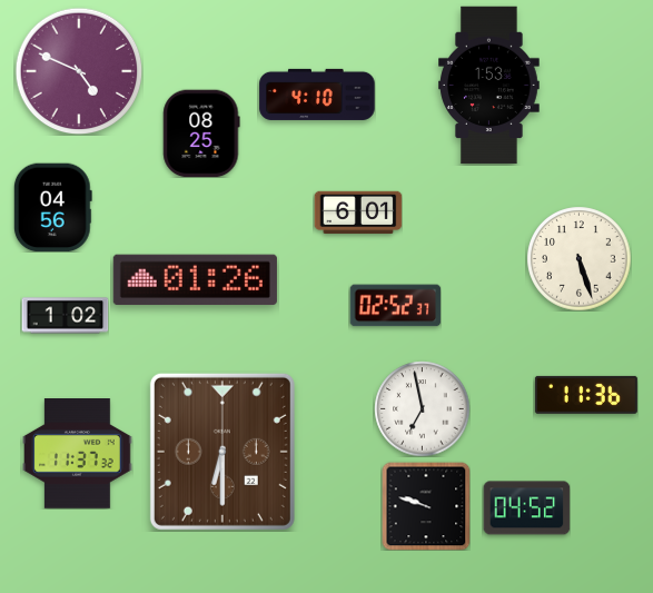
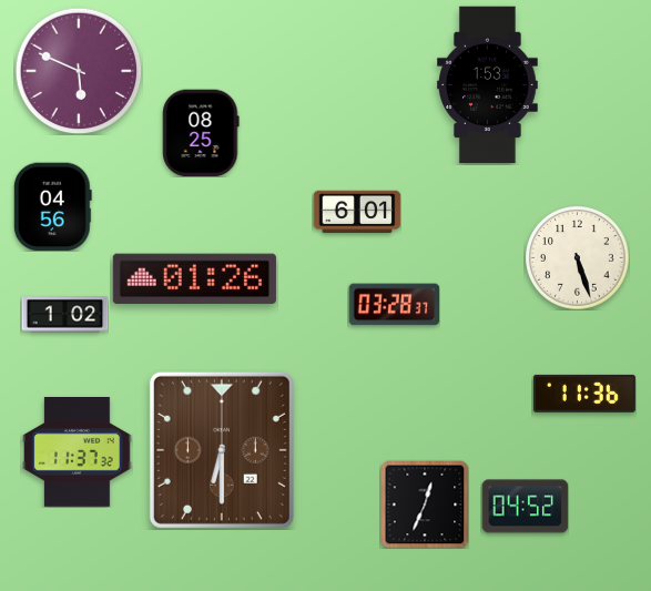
clock at (79, 71): 4:49 -> 5:49
clock at (317, 95): 4:10 -> none
clock at (395, 306): 02:52 -> 03:28
clock at (422, 408): 6:58 -> none
clock at (426, 506): 9:48 -> 12:34
